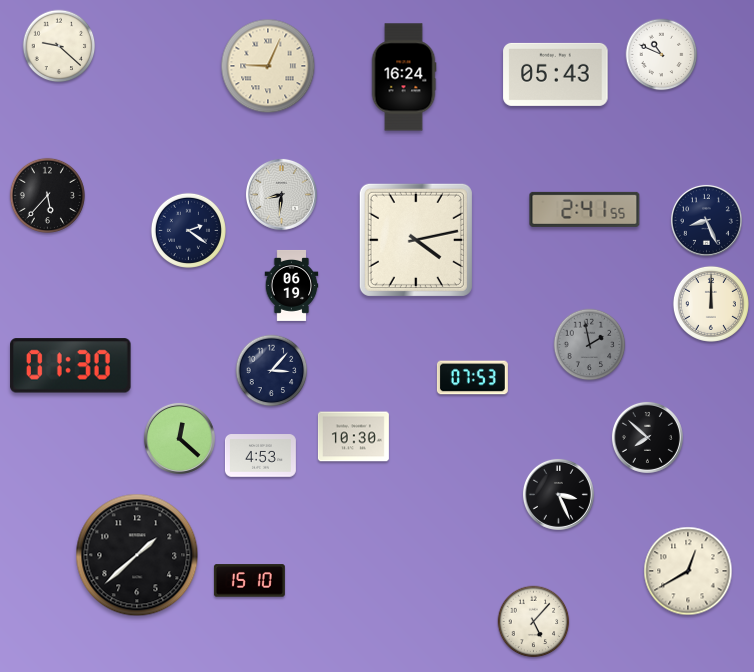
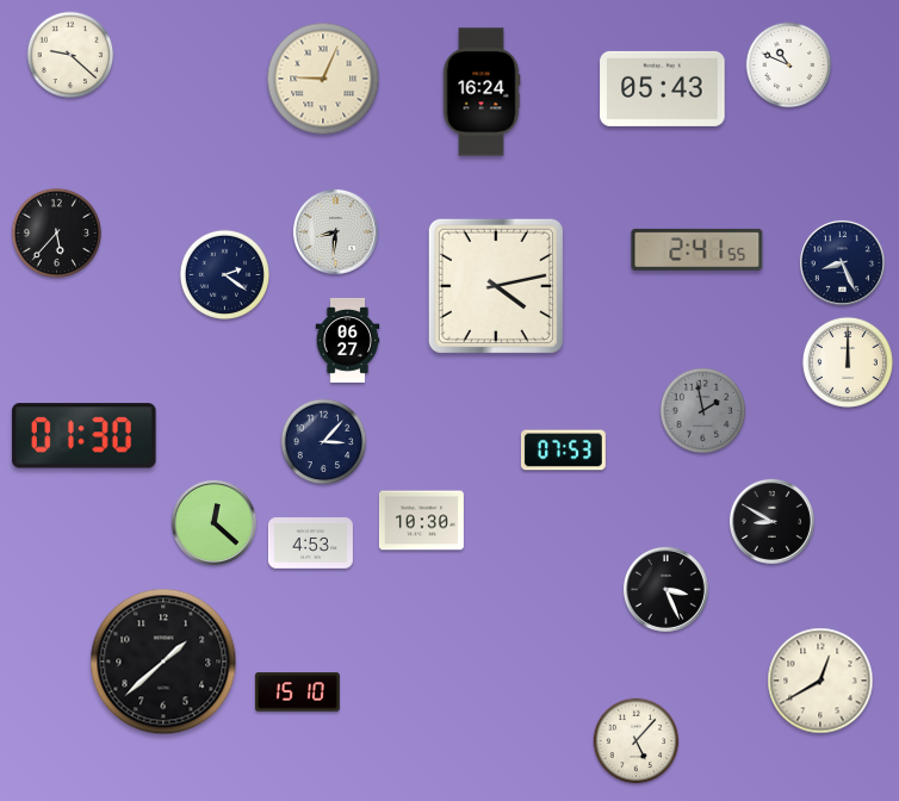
clock at (268, 66) position: (268, 66) -> (323, 79)
clock at (292, 285): 06:19 -> 06:27
clock at (647, 437): 7:52 -> 8:50
